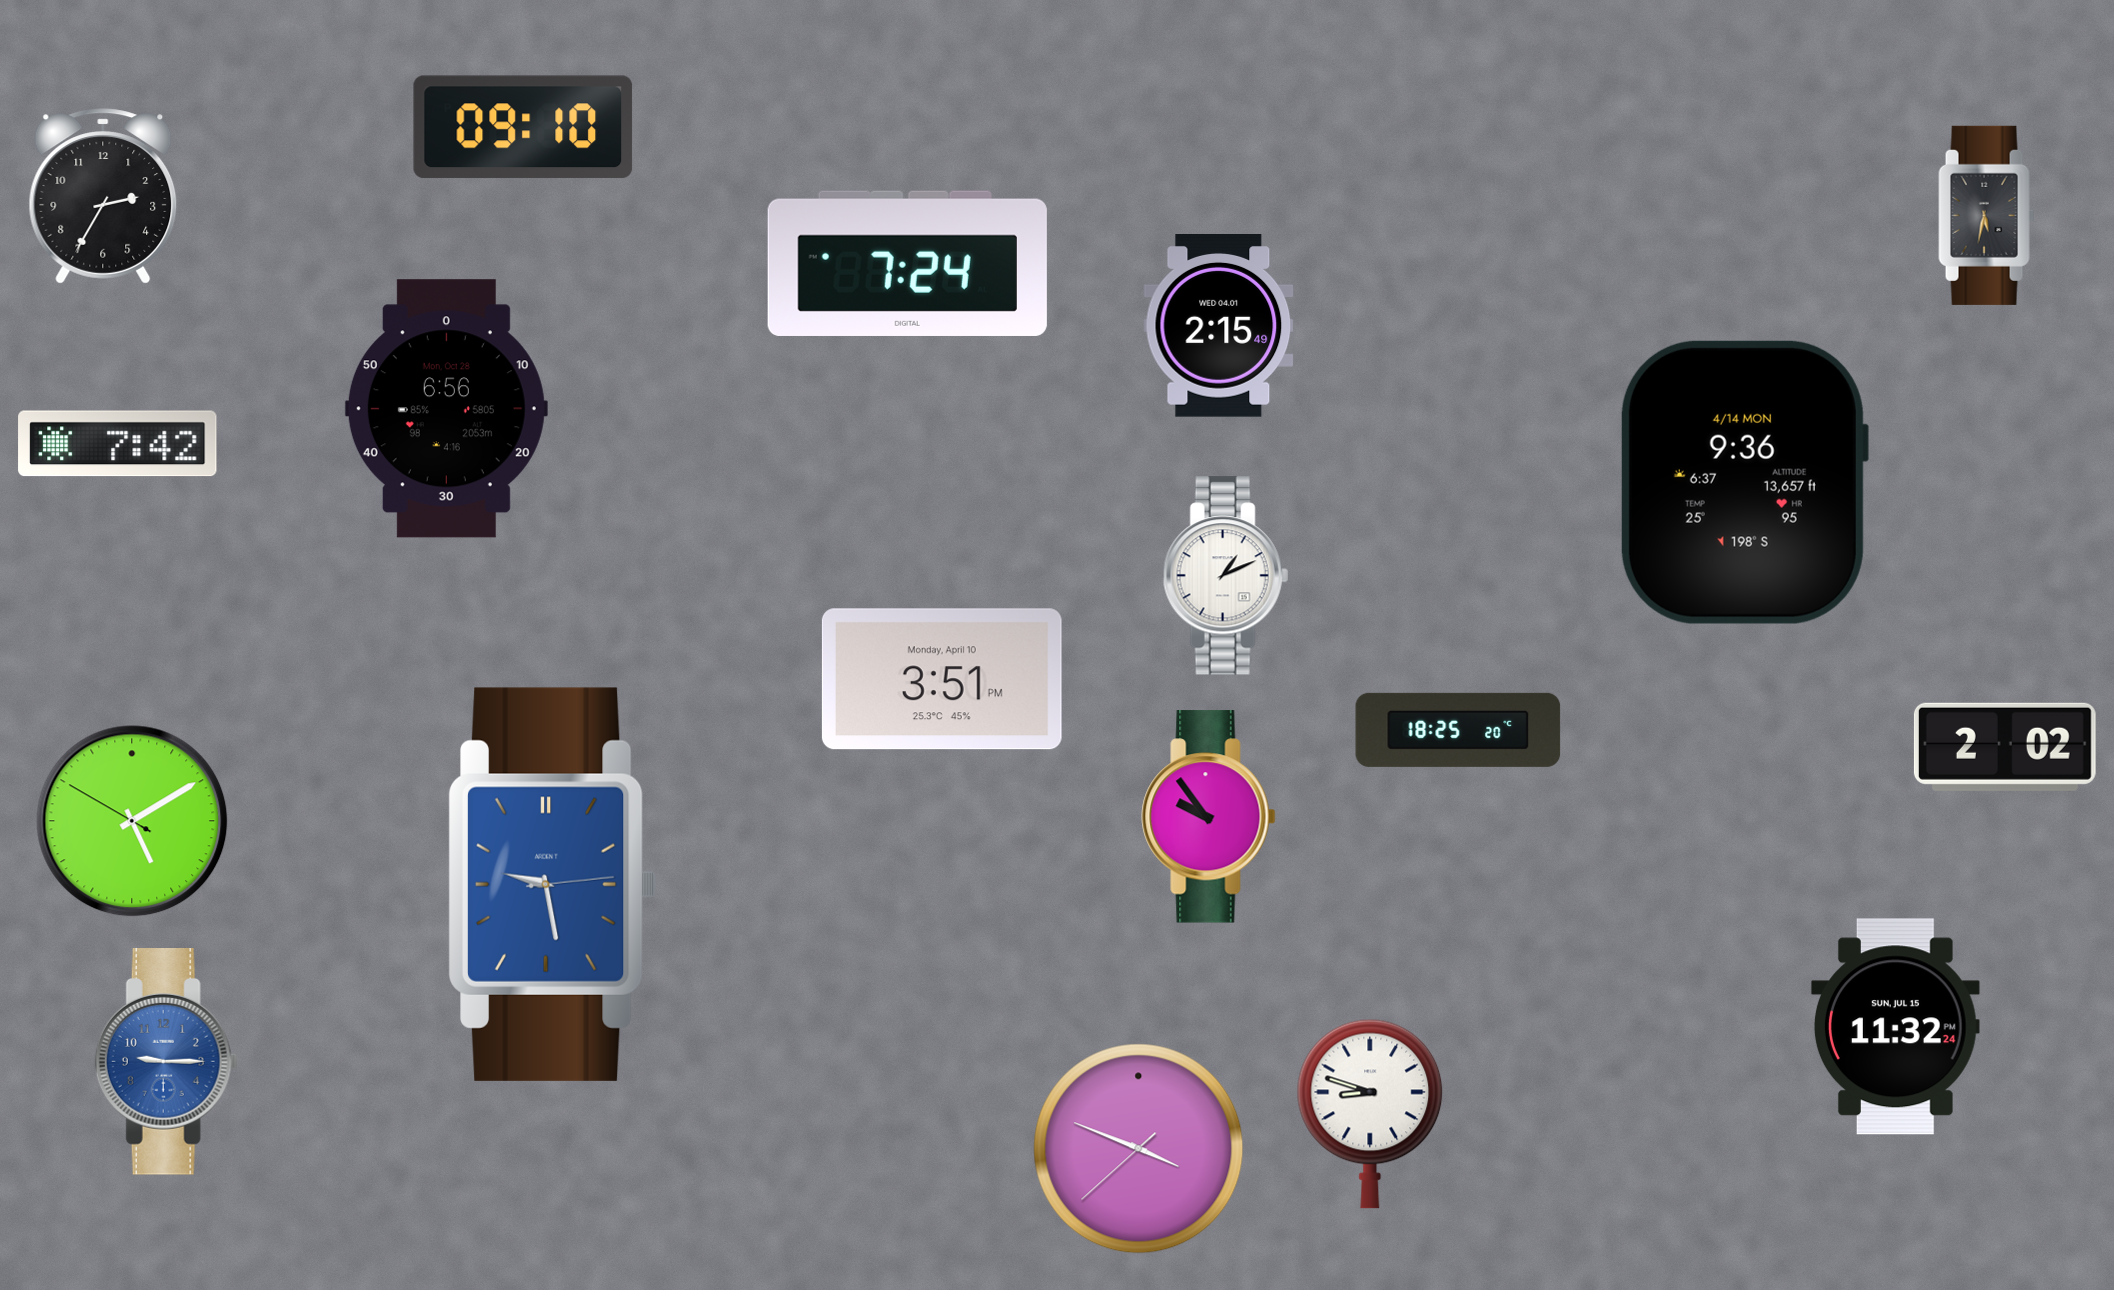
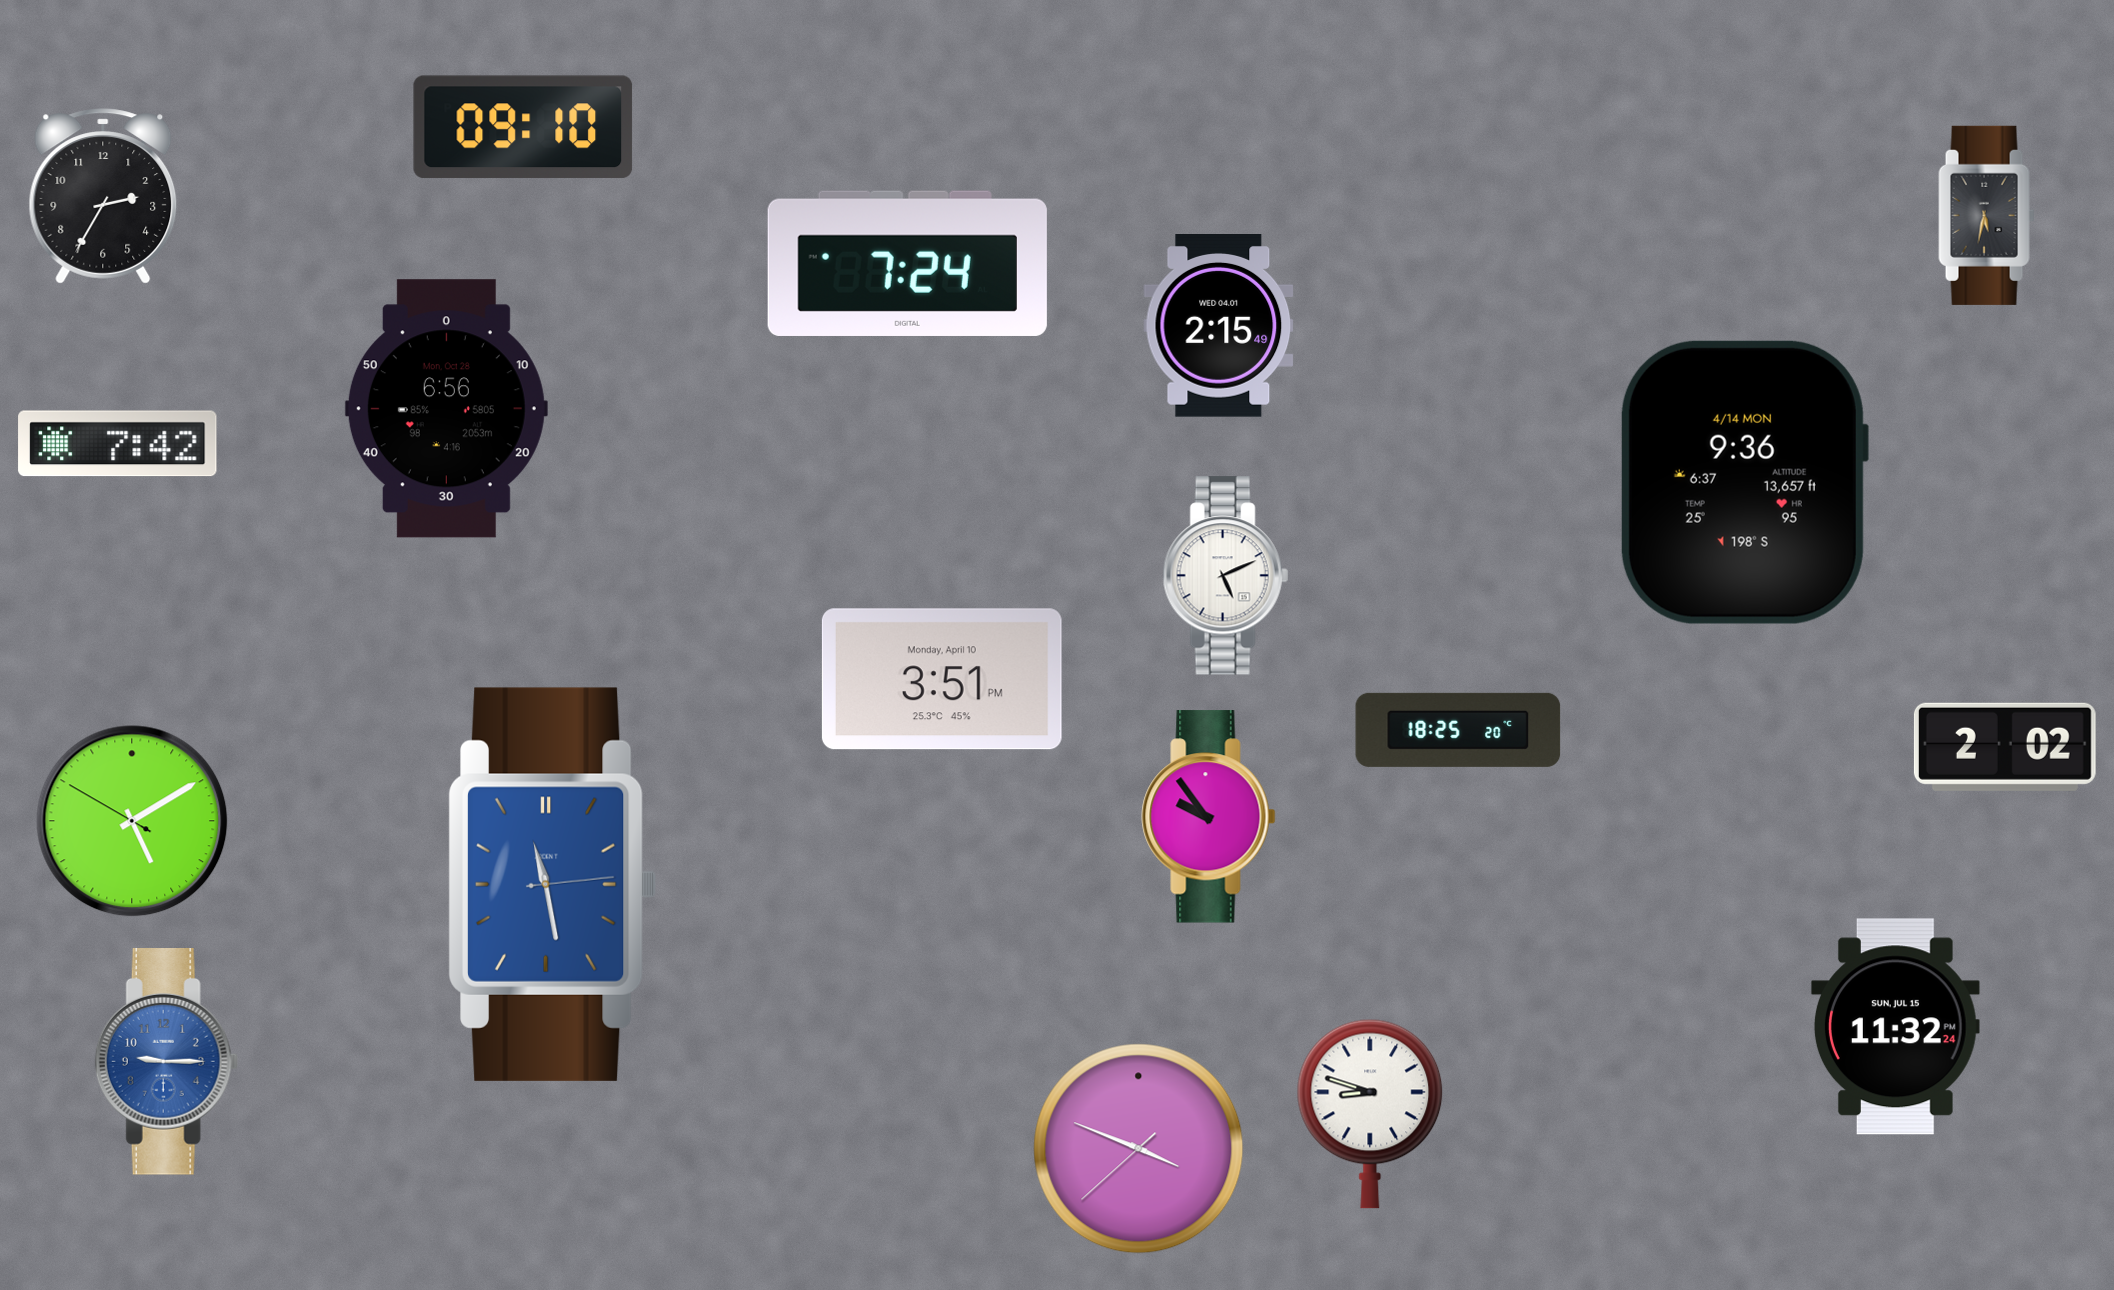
clock at (1225, 576): 1:11 -> 5:11
clock at (553, 884): 9:28 -> 11:28
